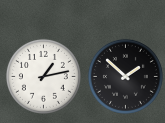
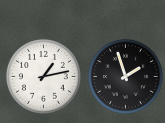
clock at (125, 76): 1:52 -> 1:57
